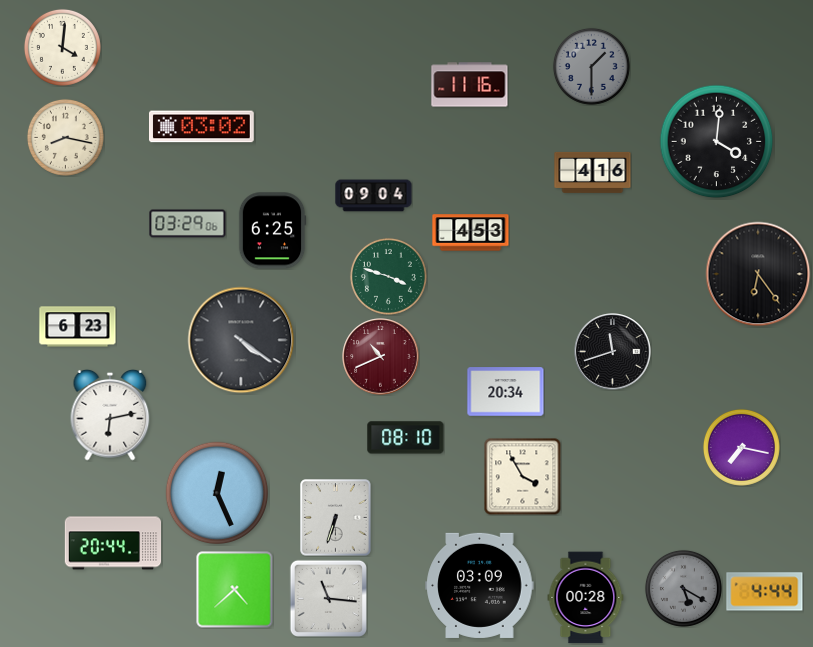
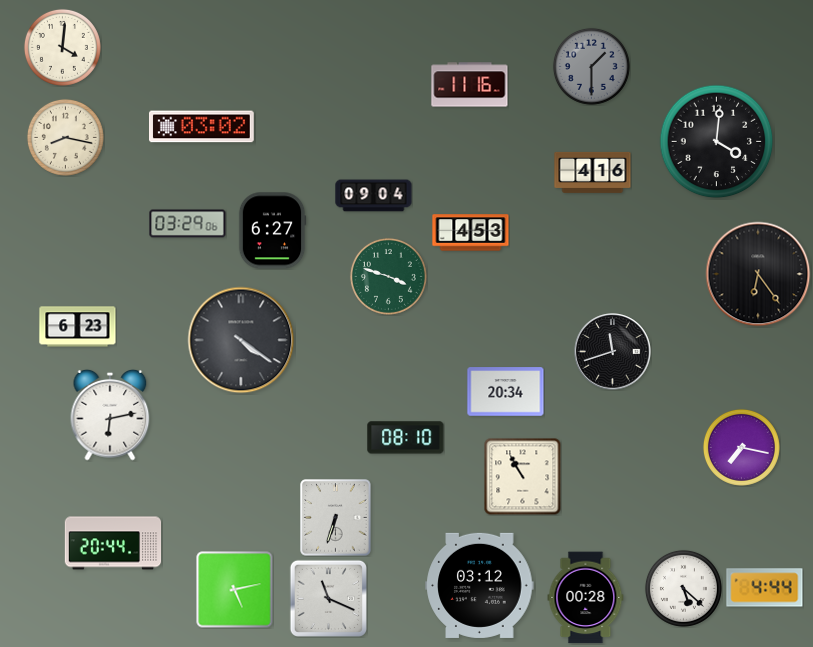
clock at (272, 231): 6:25 -> 6:27
clock at (381, 357): 10:41 -> none
clock at (522, 476): 3:55 -> 10:55
clock at (217, 493): 12:26 -> none
clock at (480, 585): 03:09 -> 03:12
clock at (683, 588): 5:20 -> 5:22
clock at (683, 588) dial: grey -> white
clock at (235, 590): 4:38 -> 5:13
clock at (765, 592) position: (765, 592) -> (765, 588)
clock at (328, 598): 11:16 -> 11:19
